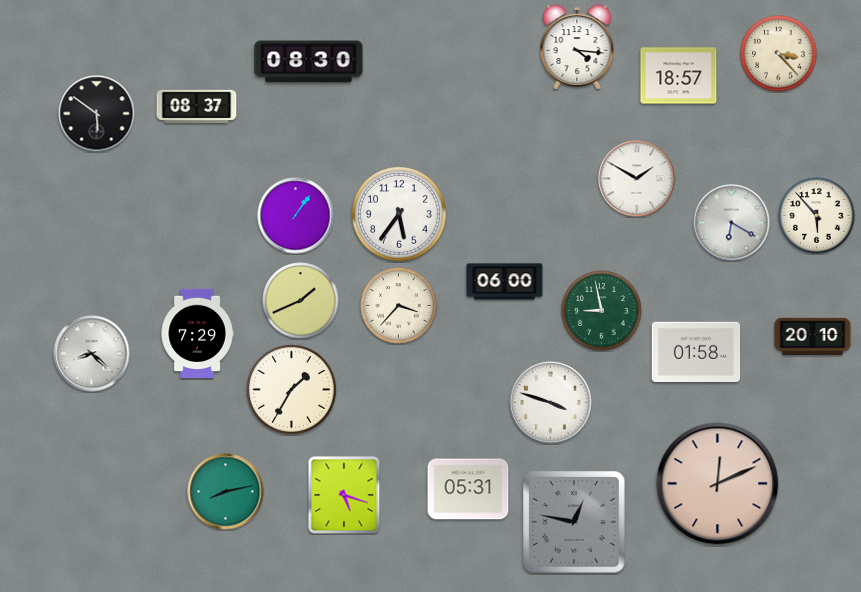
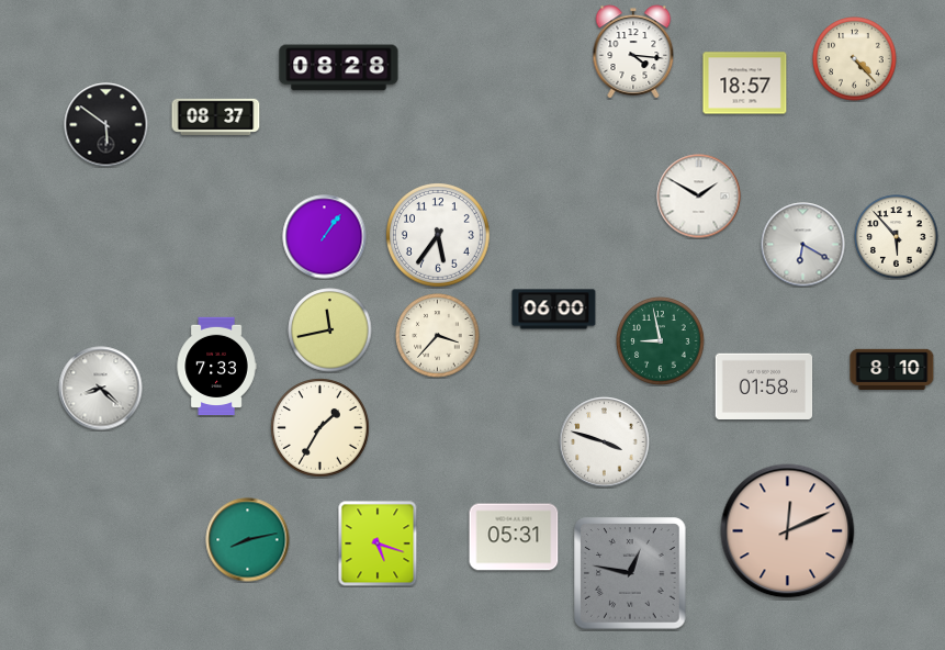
clock at (779, 54): 3:23 -> 4:23
clock at (309, 62): 08:30 -> 08:28
clock at (301, 301): 1:41 -> 11:43
clock at (197, 334): 7:29 -> 7:33
clock at (813, 336): 20:10 -> 8:10
